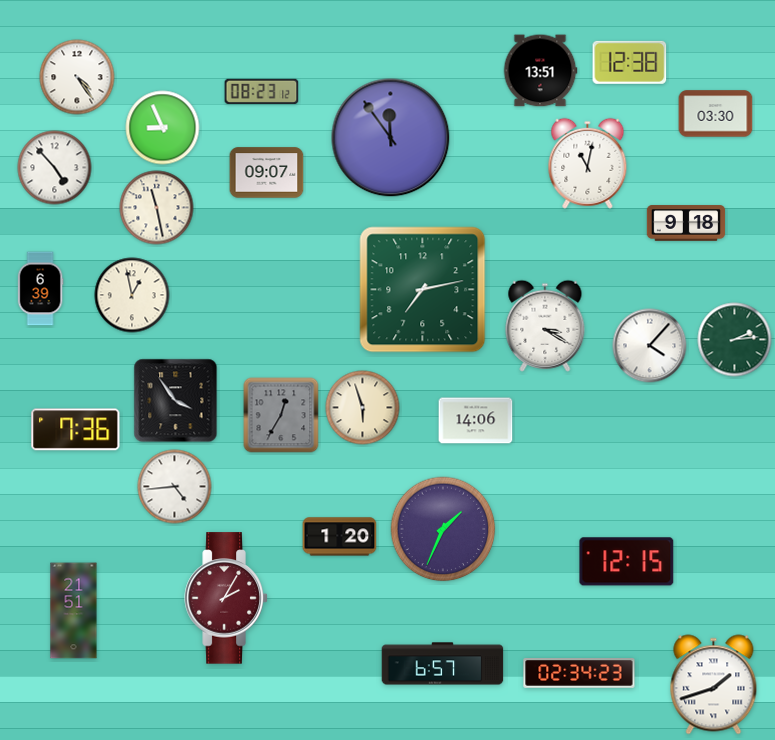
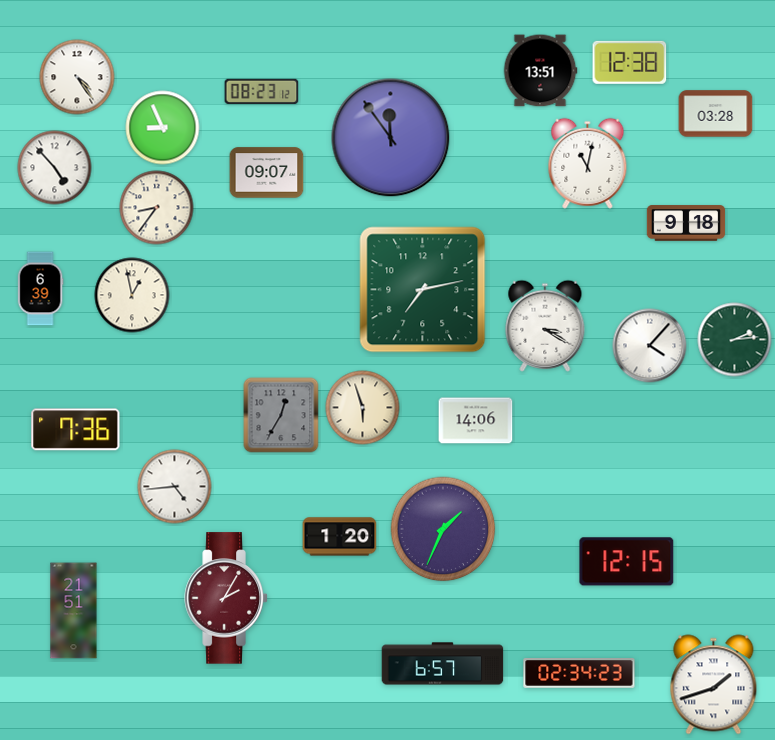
clock at (716, 114): 03:30 -> 03:28
clock at (157, 208): 11:28 -> 8:36
clock at (176, 401): 3:54 -> none
